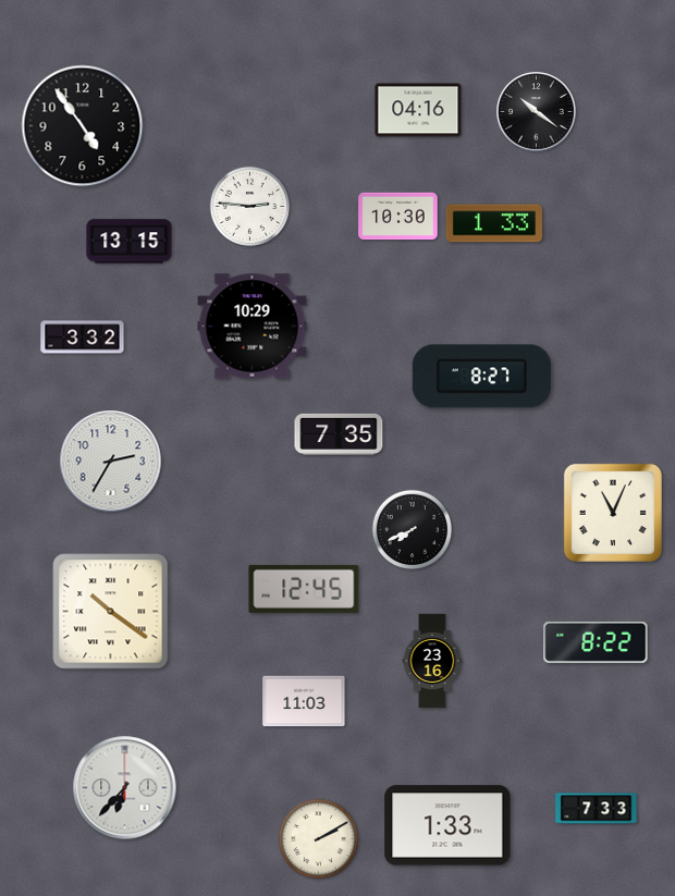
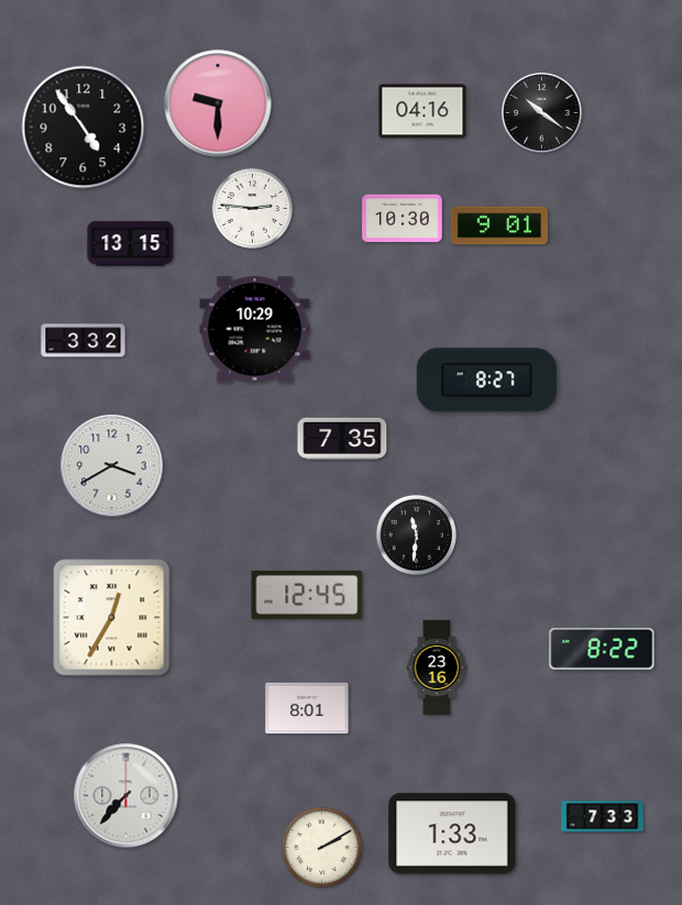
clock at (218, 103): none -> 9:30
clock at (494, 223): 1:33 -> 9:01
clock at (111, 462): 2:35 -> 3:40
clock at (613, 513): 11:04 -> none
clock at (412, 529): 7:41 -> 11:31
clock at (111, 612): 10:21 -> 12:35
clock at (304, 701): 11:03 -> 8:01
clock at (125, 788): 6:37 -> 7:37
